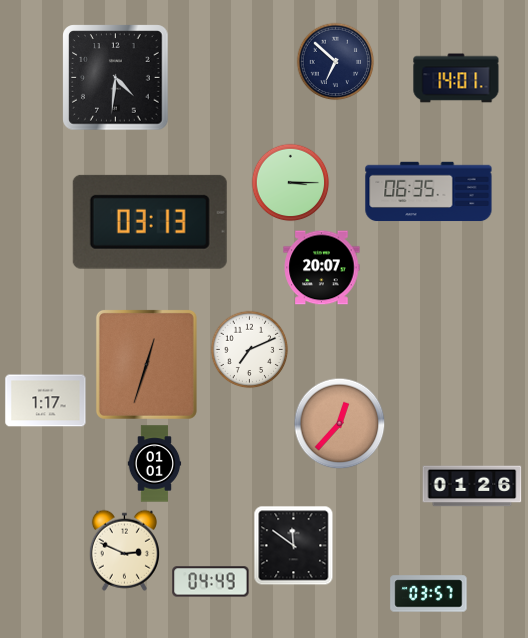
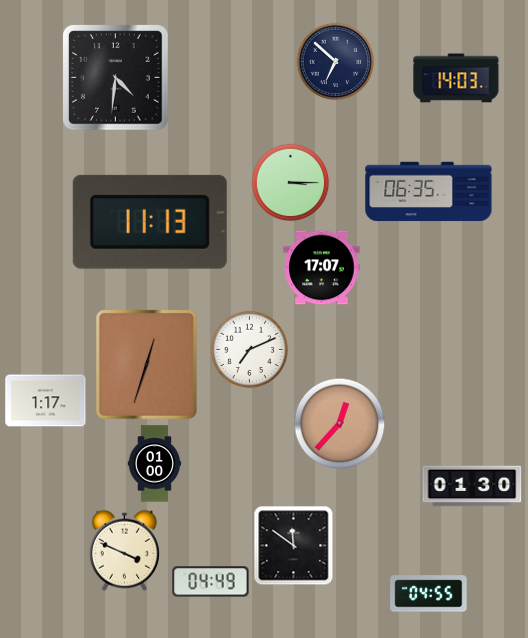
clock at (456, 78): 14:01 -> 14:03
clock at (150, 222): 03:13 -> 11:13
clock at (322, 268): 20:07 -> 17:07
clock at (155, 464): 01:01 -> 01:00
clock at (472, 486): 01:26 -> 01:30
clock at (124, 550): 2:49 -> 3:49
clock at (429, 594): 03:57 -> 04:55
